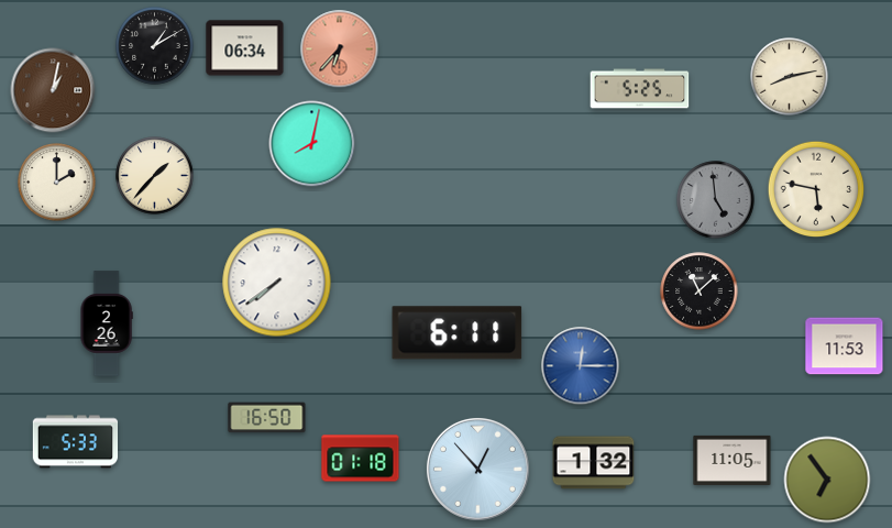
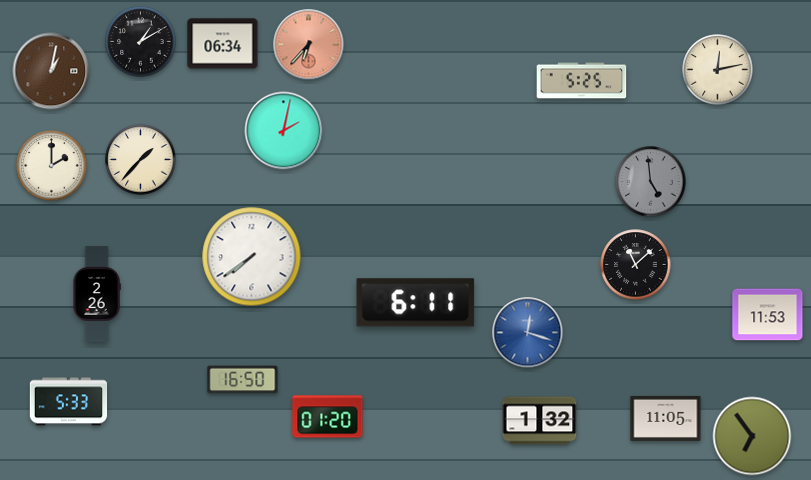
clock at (790, 77): 8:13 -> 12:13
clock at (53, 90) position: (53, 90) -> (51, 71)
clock at (312, 144): 8:02 -> 2:02
clock at (816, 189): 5:47 -> none
clock at (581, 366): 12:15 -> 12:18
clock at (361, 459): 01:18 -> 01:20
clock at (477, 469): 12:53 -> none
